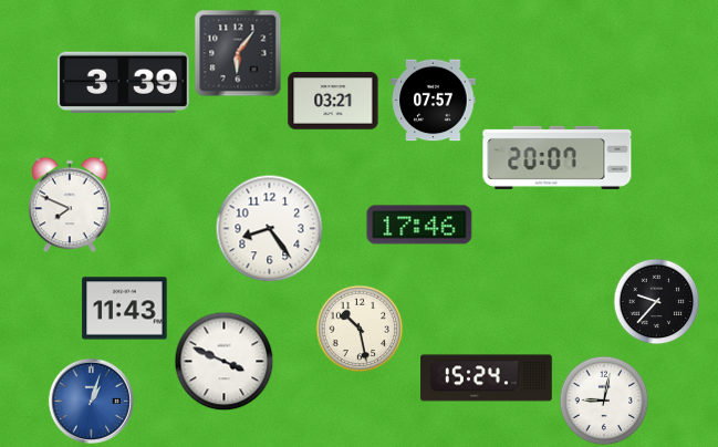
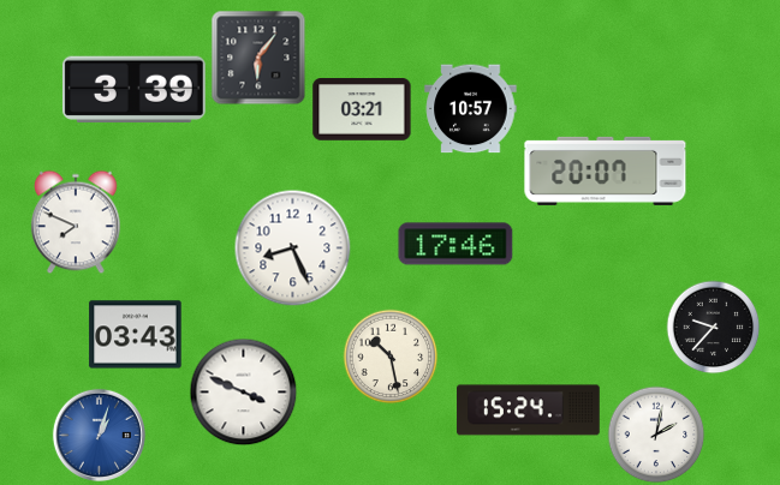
clock at (434, 101): 07:57 -> 10:57
clock at (269, 228): 8:24 -> 8:26
clock at (125, 309): 11:43 -> 03:43
clock at (604, 401): 9:02 -> 2:02
